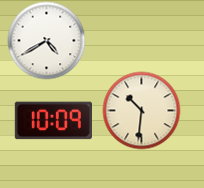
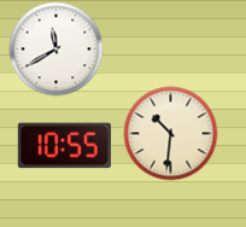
clock at (46, 40): 4:40 -> 11:40
clock at (53, 121): 10:09 -> 10:55
